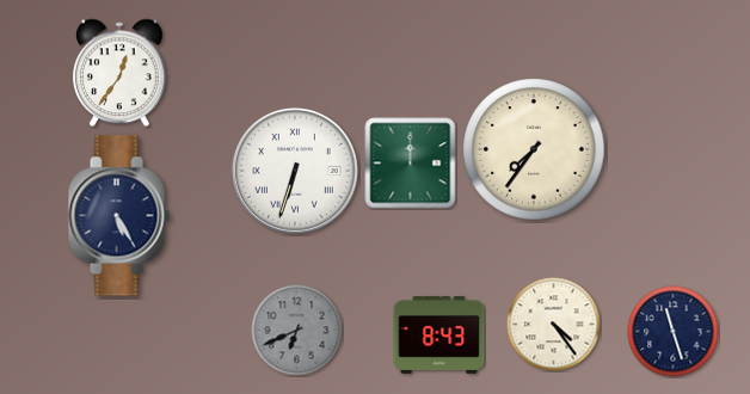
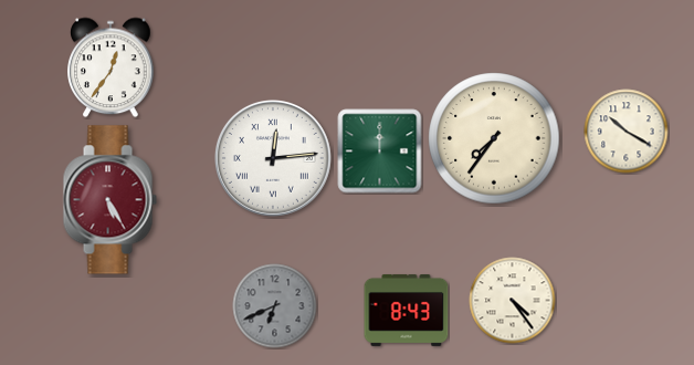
clock at (627, 132): none -> 10:20
clock at (295, 171): 6:33 -> 12:14
clock at (118, 216) dial: navy -> burgundy
clock at (674, 332): 11:27 -> none
